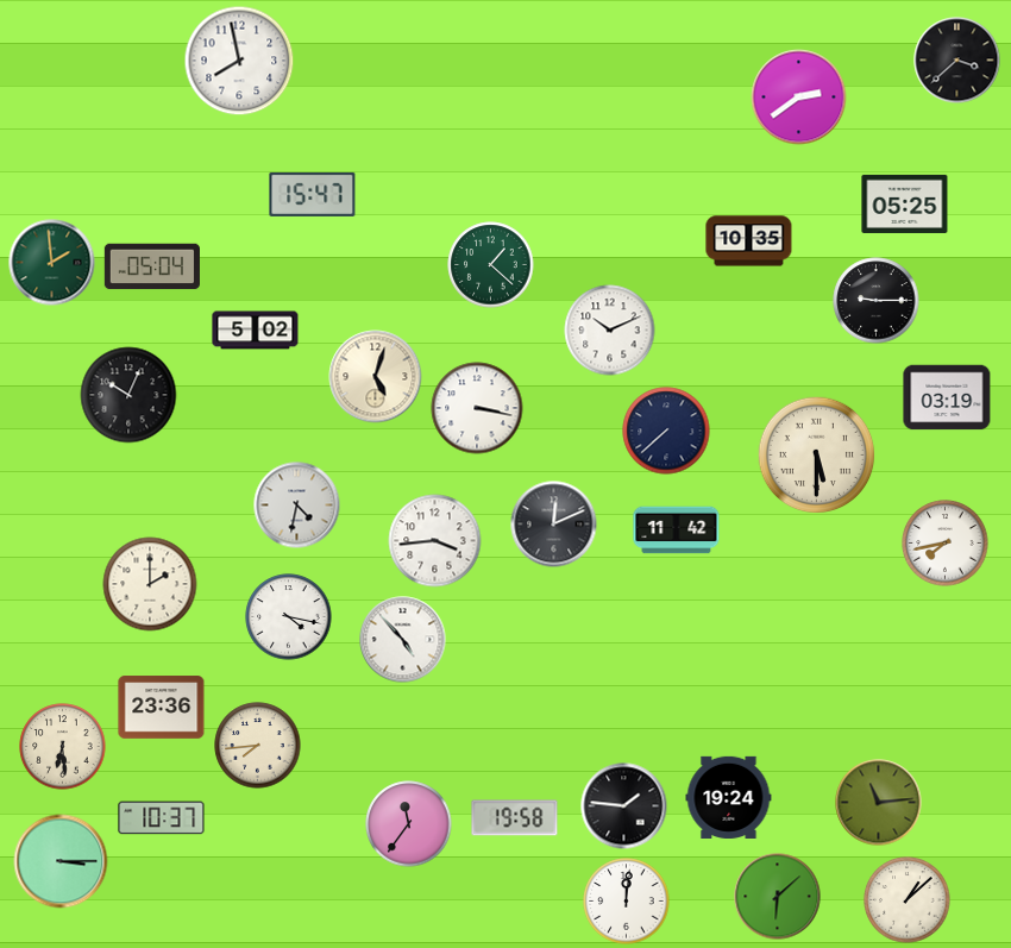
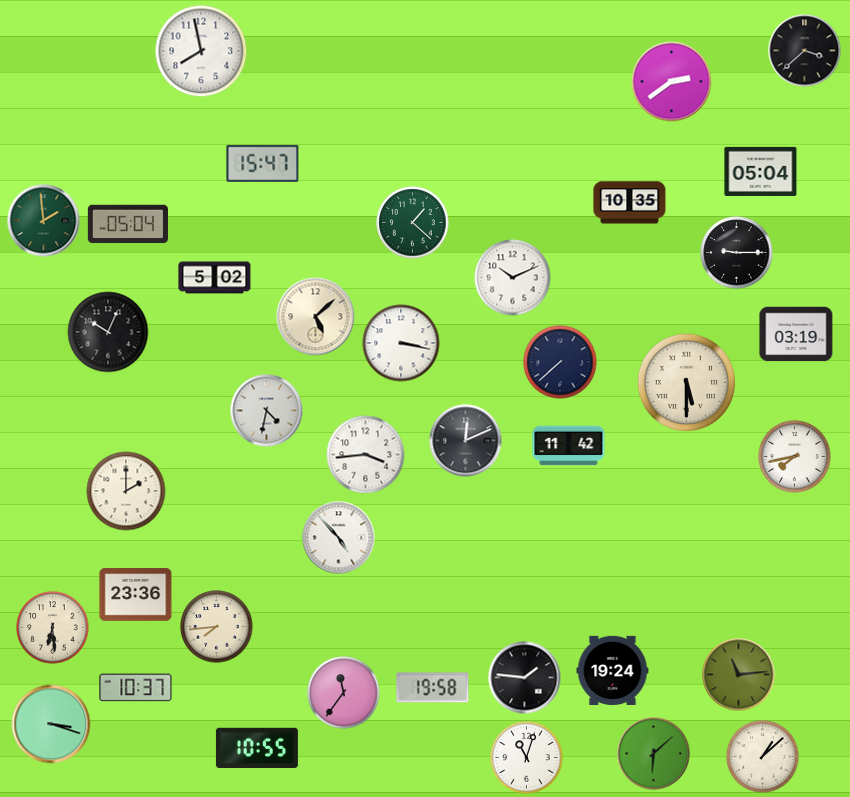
clock at (905, 203): 05:25 -> 05:04
clock at (376, 377): 5:03 -> 5:08
clock at (297, 506) position: (297, 506) -> (267, 411)
clock at (289, 617): 4:17 -> none
clock at (61, 861): 3:15 -> 3:18
clock at (257, 748): none -> 10:55
clock at (627, 902): 12:01 -> 11:03
